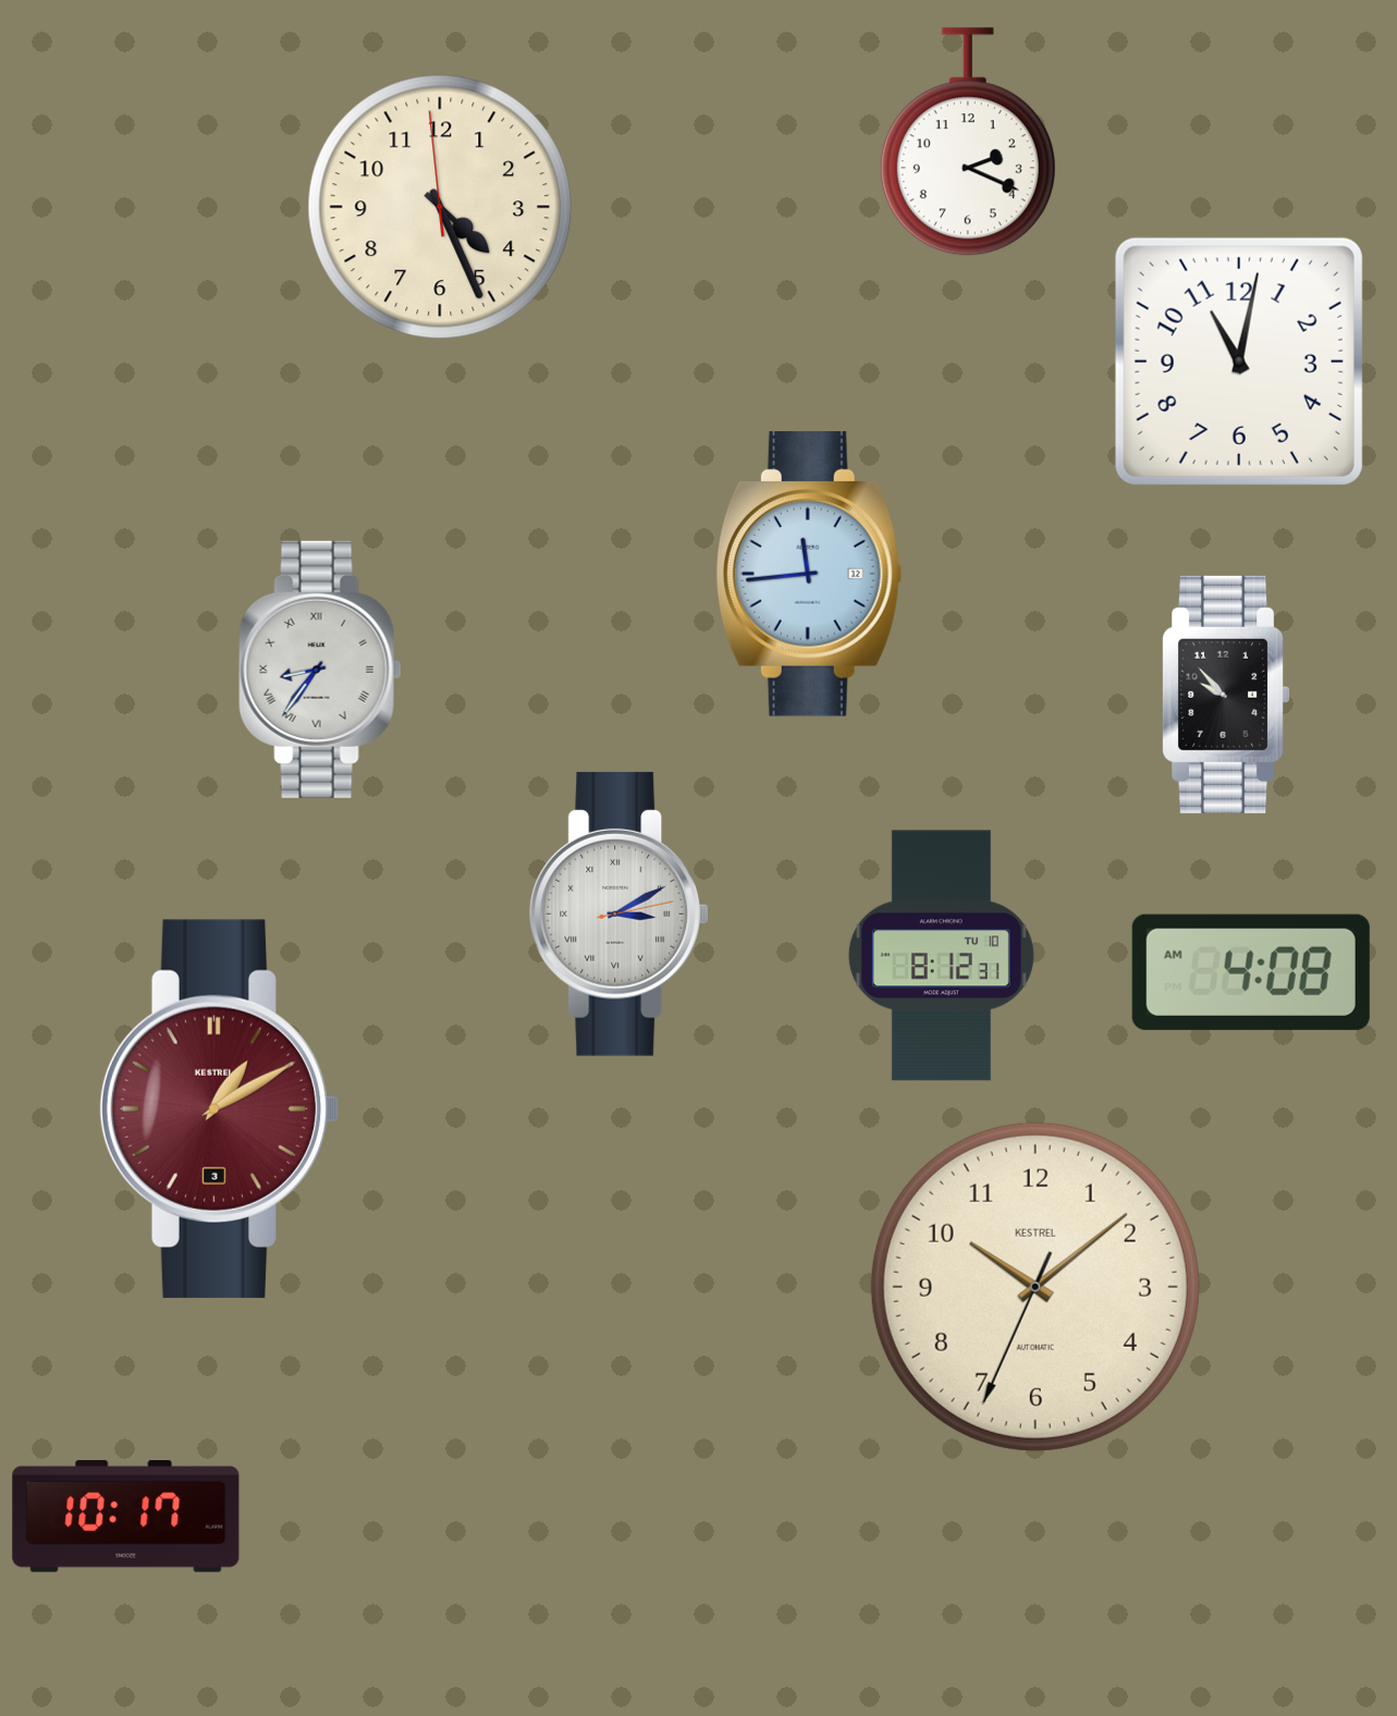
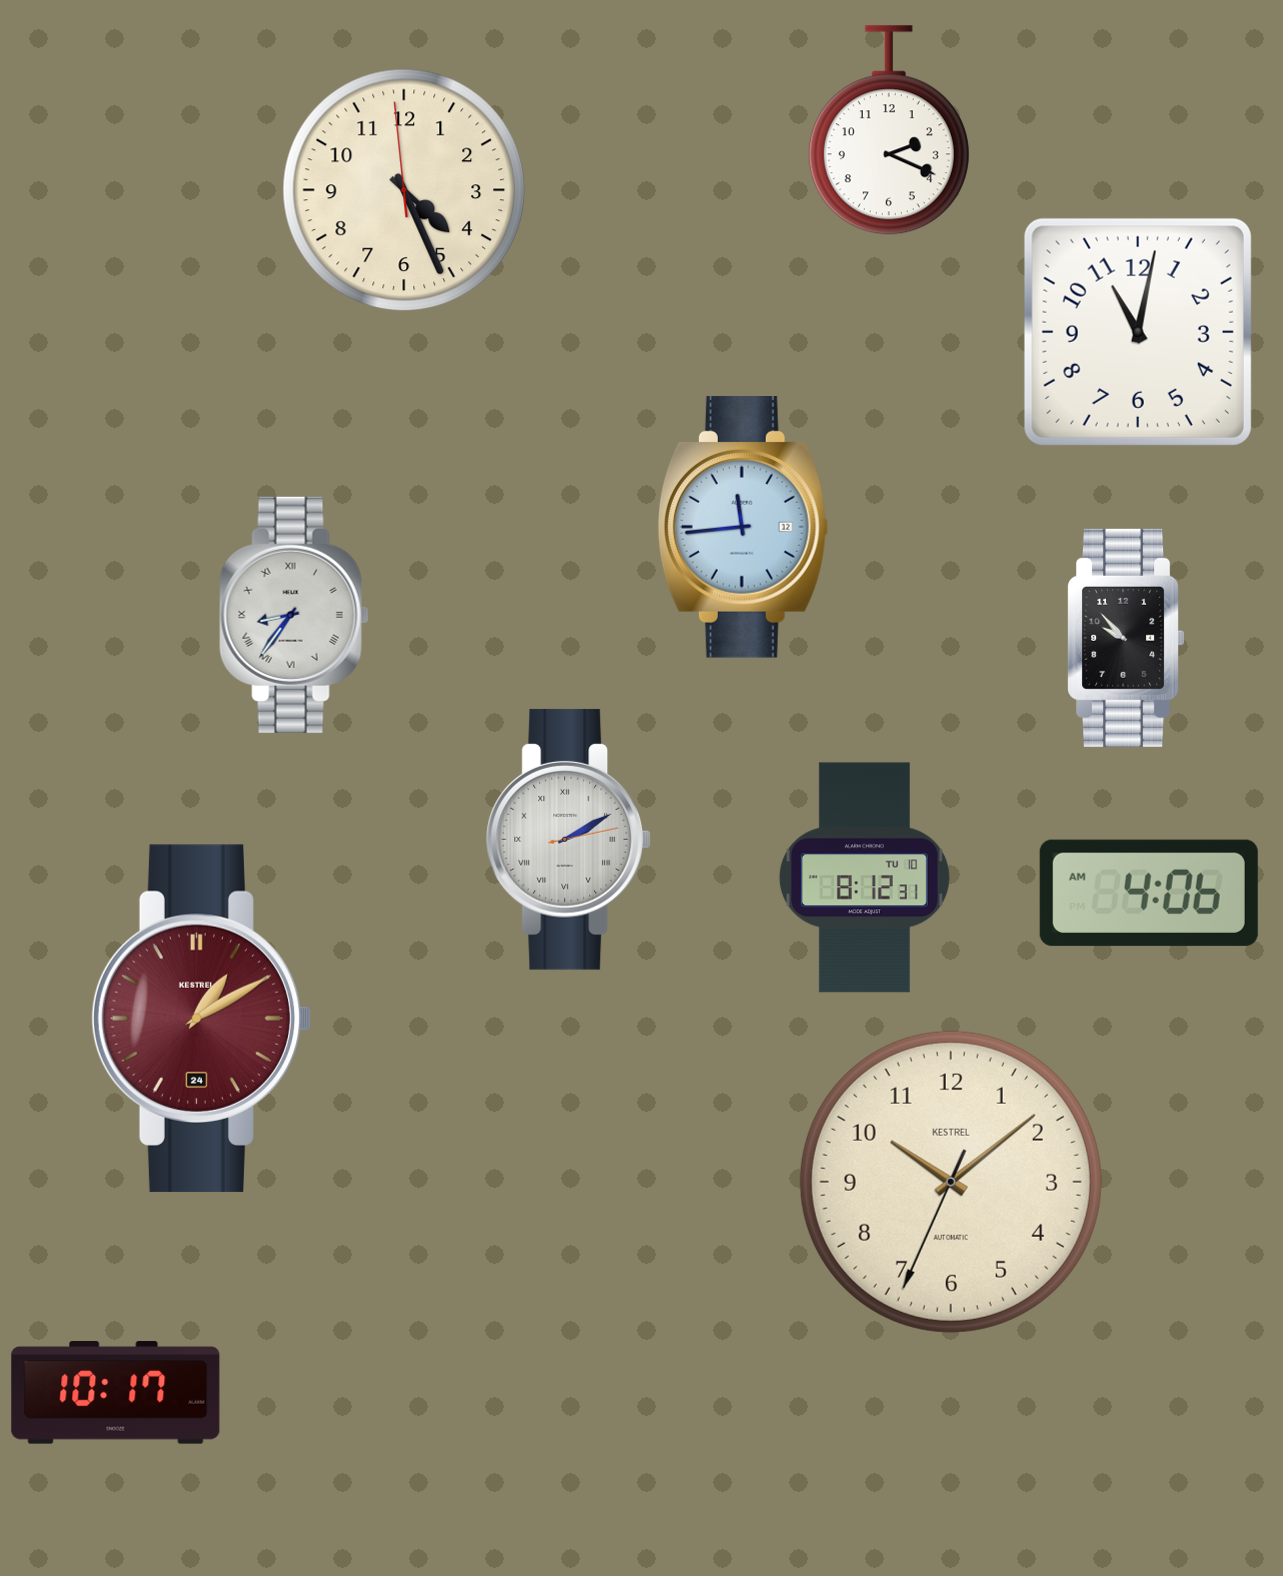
clock at (620, 914): 3:10 -> 2:10
clock at (1251, 972): 4:08 -> 4:06
clock at (220, 1108) date: 3 -> 24
